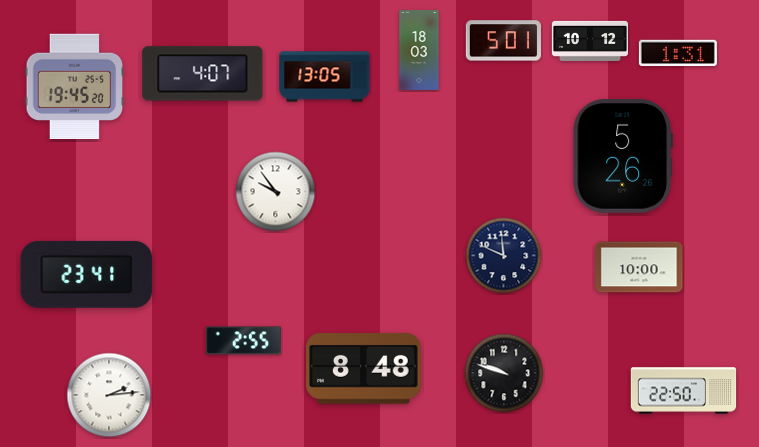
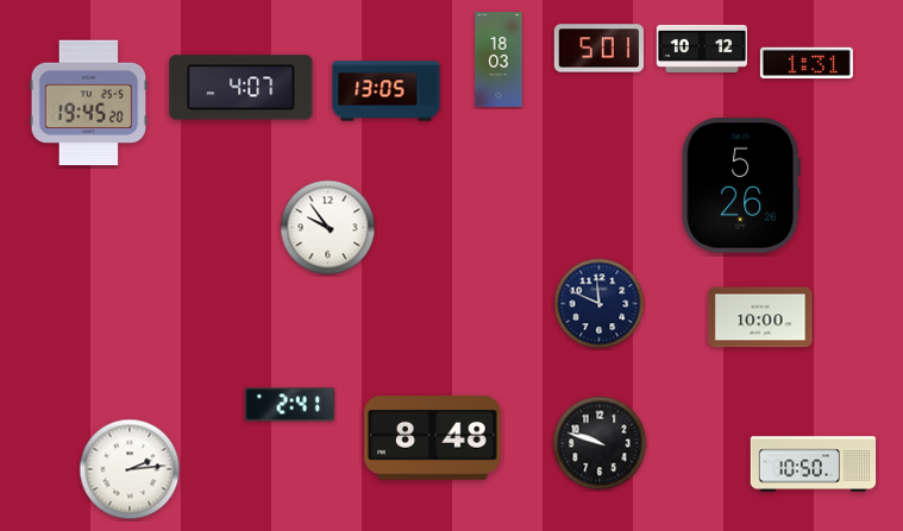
clock at (87, 274): 23:41 -> none
clock at (243, 341): 2:55 -> 2:41
clock at (684, 391): 22:50 -> 10:50
